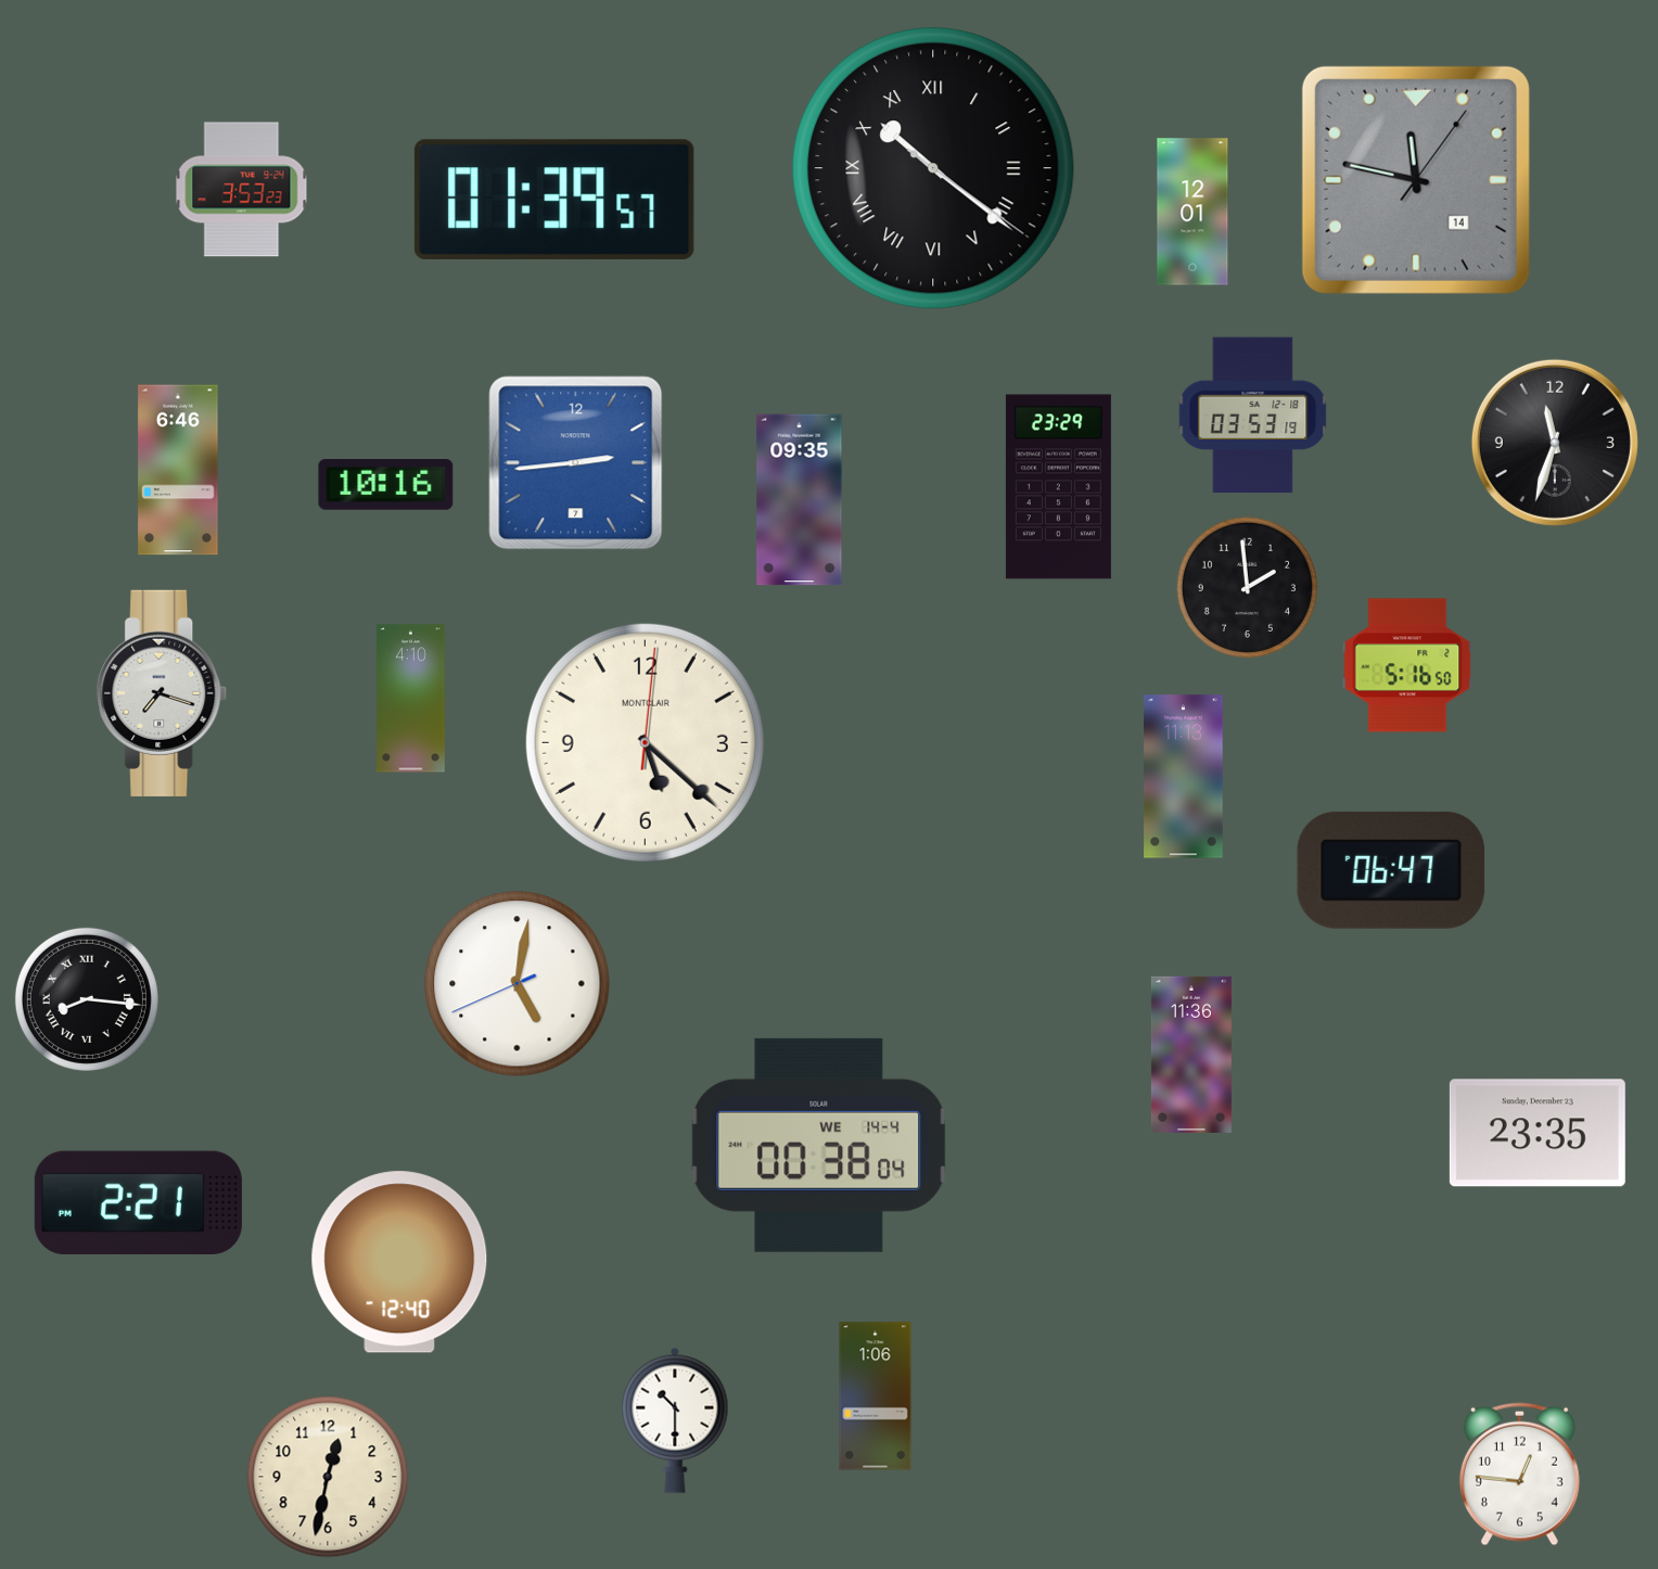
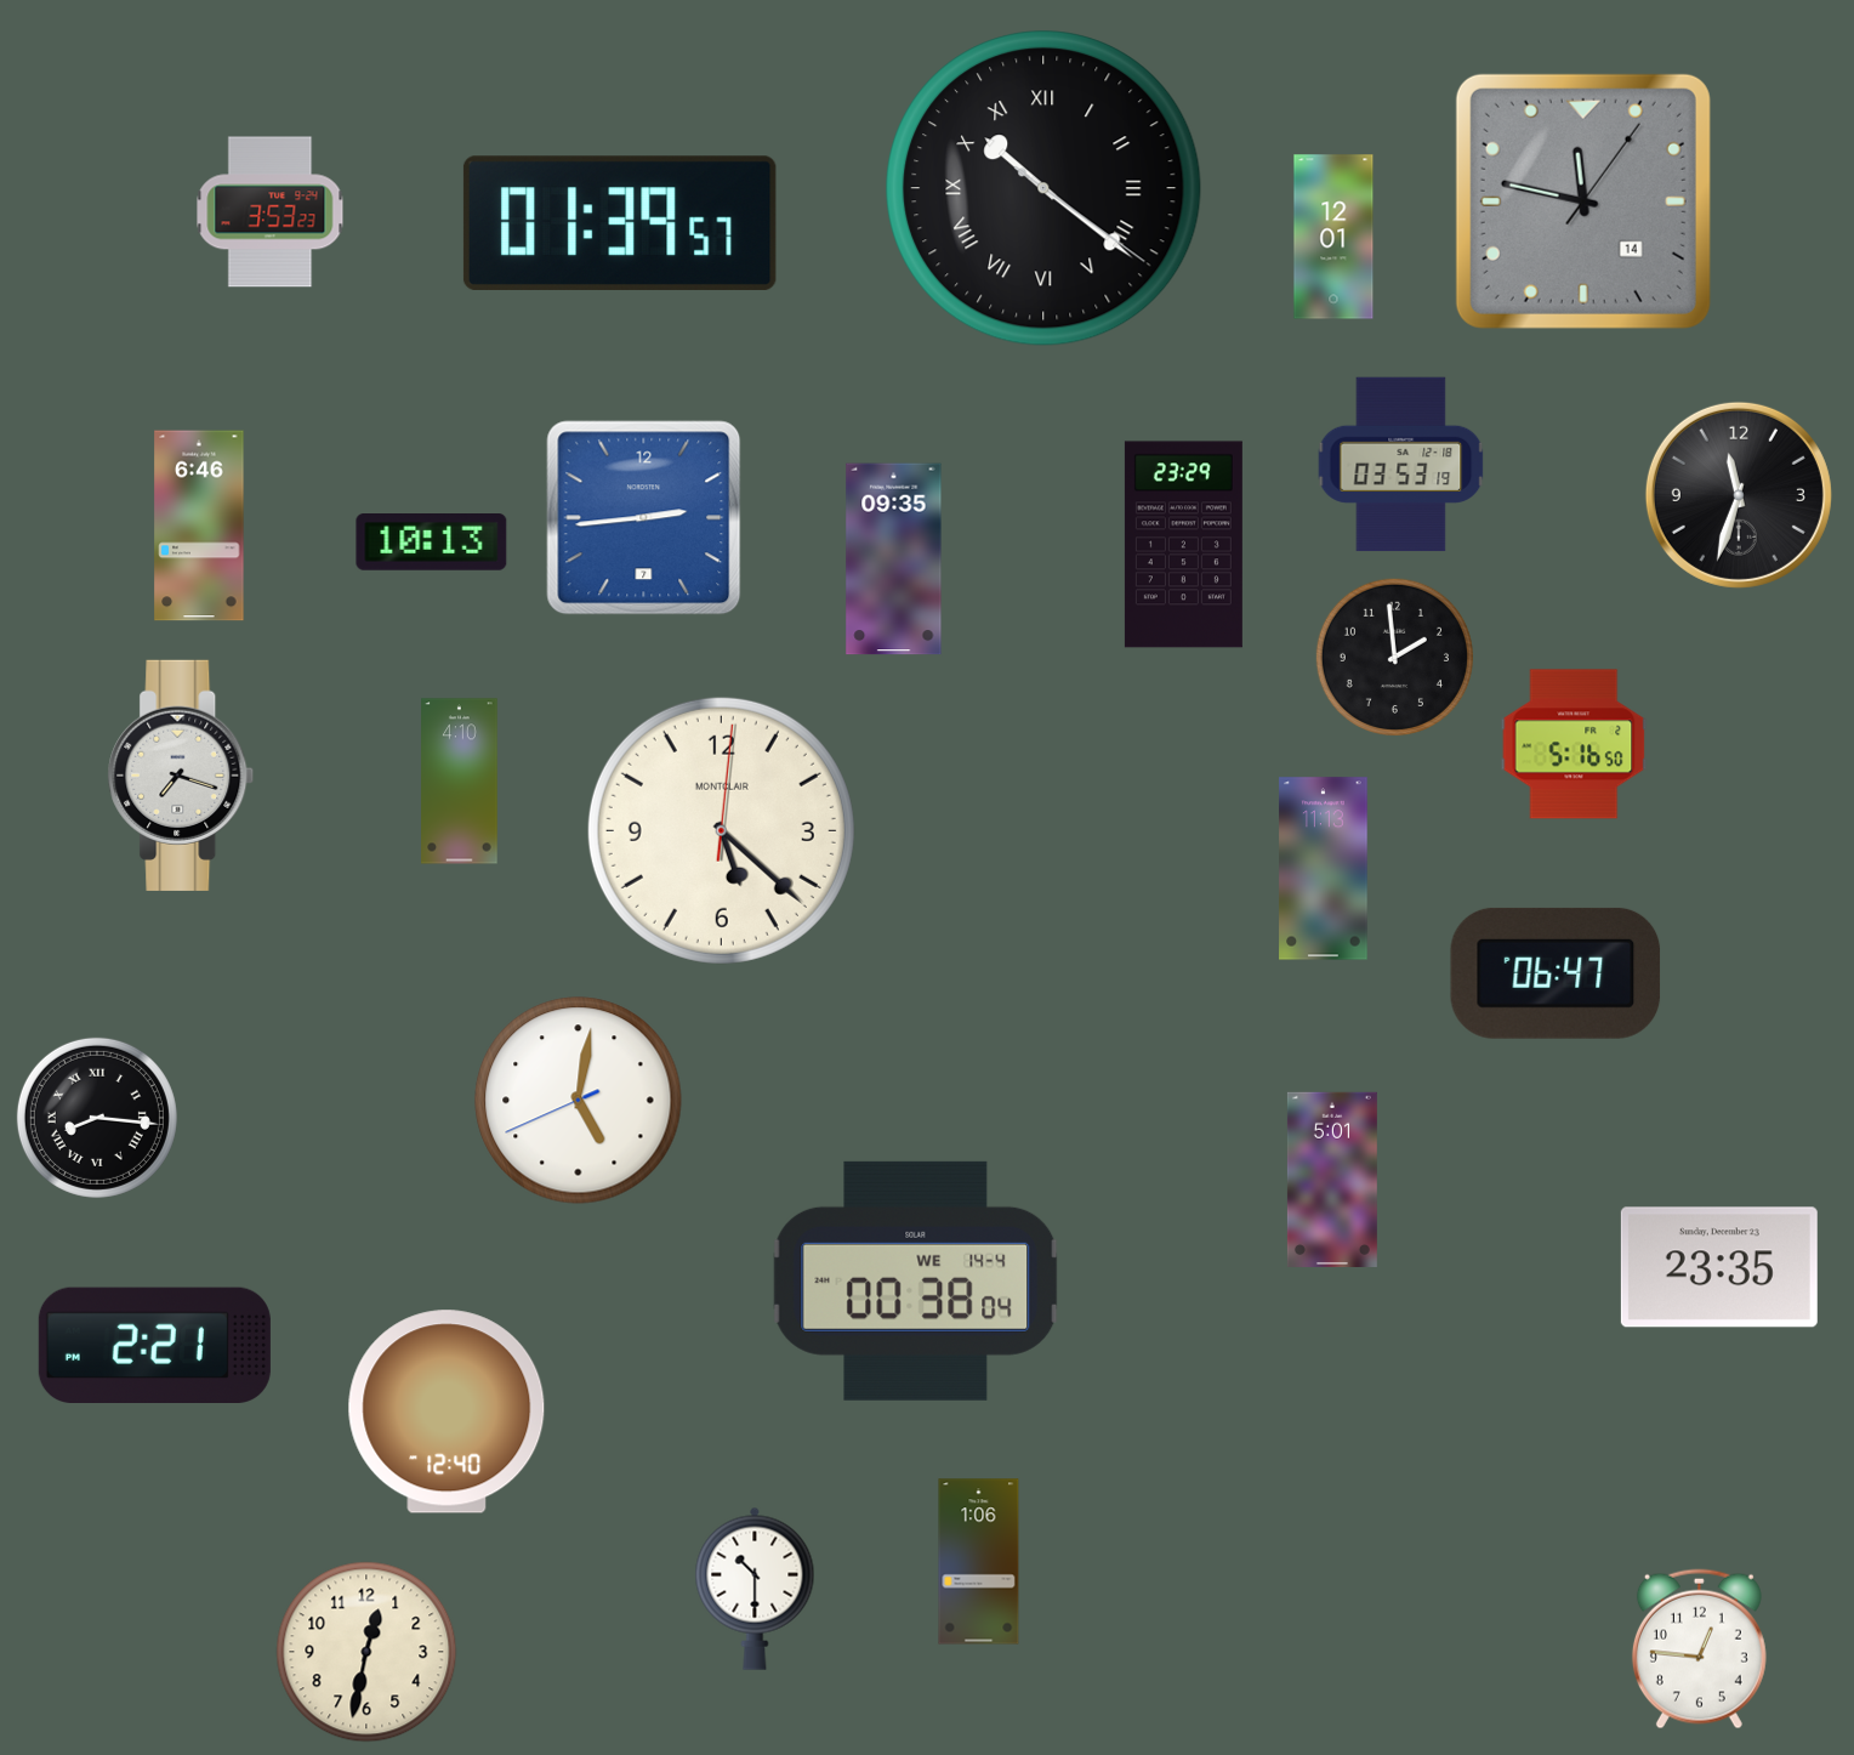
clock at (386, 485): 10:16 -> 10:13
clock at (1191, 1055): 11:36 -> 5:01
